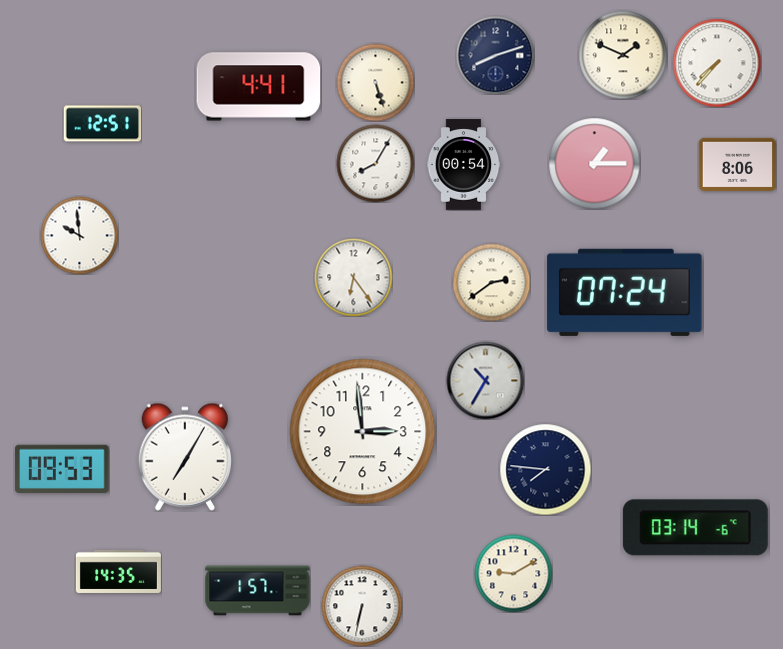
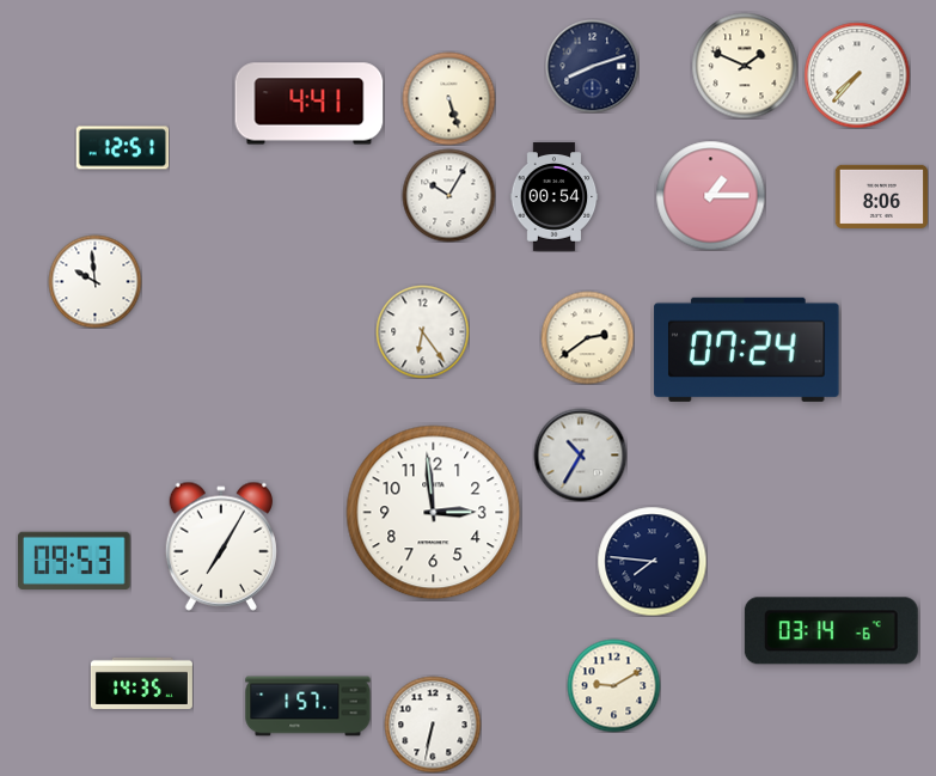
clock at (375, 163): 8:05 -> 10:05
clock at (363, 432) position: (363, 432) -> (434, 513)
